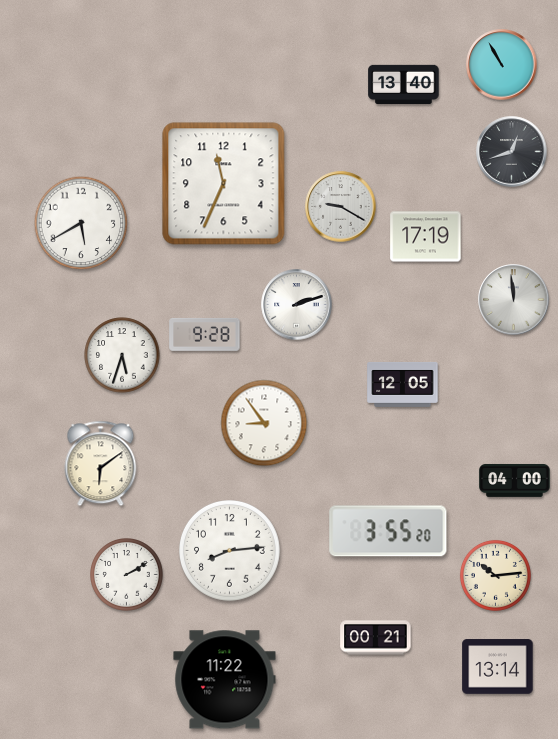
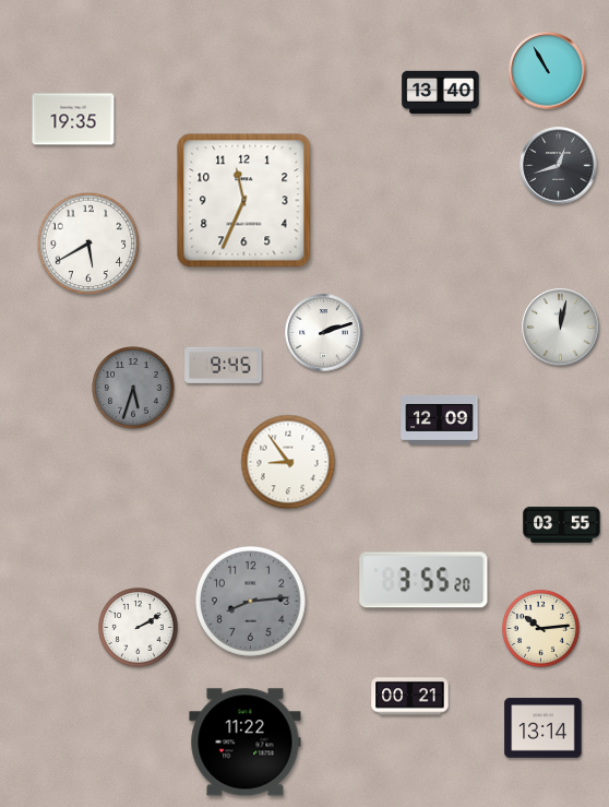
clock at (73, 119): none -> 19:35
clock at (341, 207): 9:20 -> none
clock at (426, 237): 17:19 -> none
clock at (514, 300): 11:59 -> 12:02
clock at (205, 334): 9:28 -> 9:45
clock at (122, 355) dial: white -> grey
clock at (403, 384): 12:05 -> 12:09
clock at (101, 464): 6:09 -> none
clock at (515, 481): 04:00 -> 03:55
clock at (230, 551) dial: white -> grey
